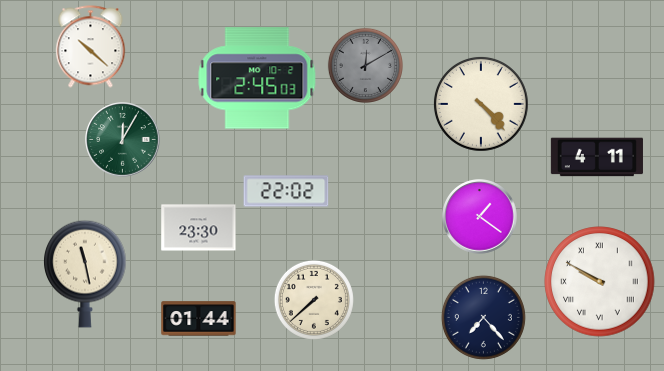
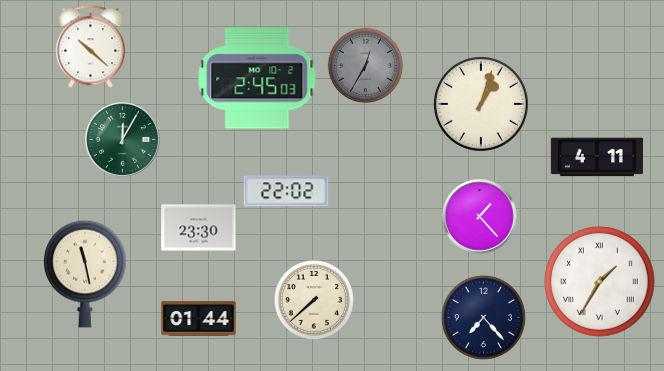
clock at (365, 65): 12:10 -> 12:35
clock at (482, 104): 4:23 -> 1:03
clock at (480, 217): 1:21 -> 1:23
clock at (600, 282): 9:50 -> 1:35
